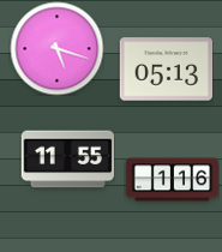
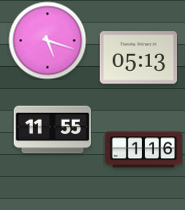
clock at (67, 160) position: (67, 160) -> (52, 130)
